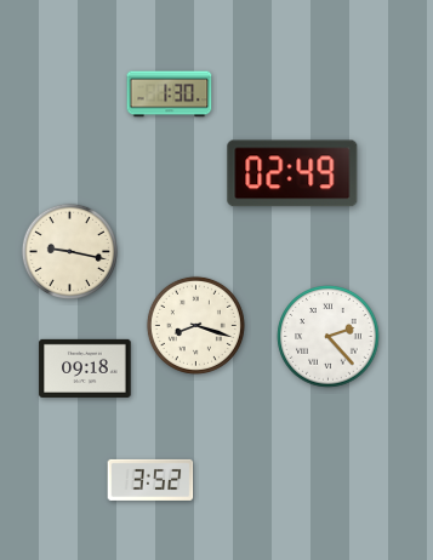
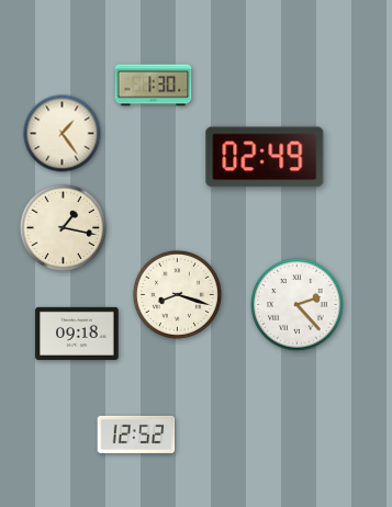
clock at (63, 134): none -> 1:24
clock at (69, 251): 9:17 -> 1:17
clock at (150, 480): 3:52 -> 12:52
